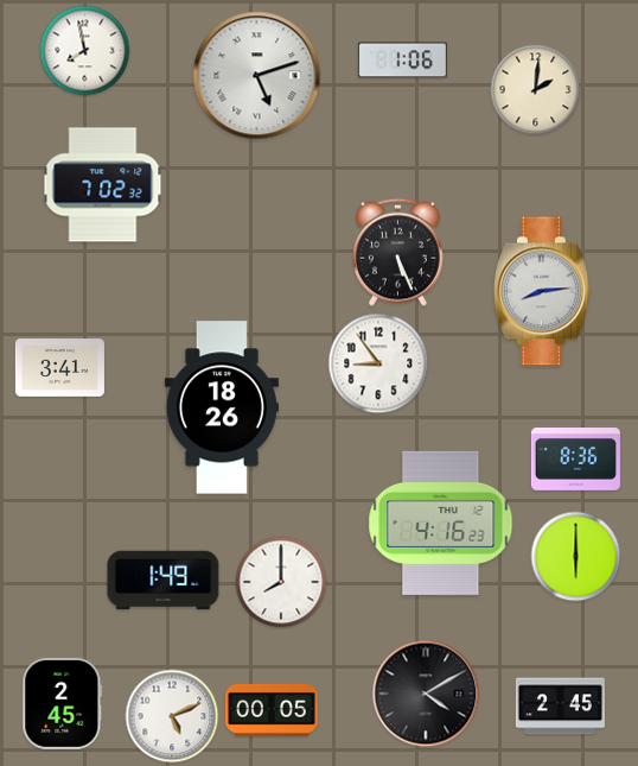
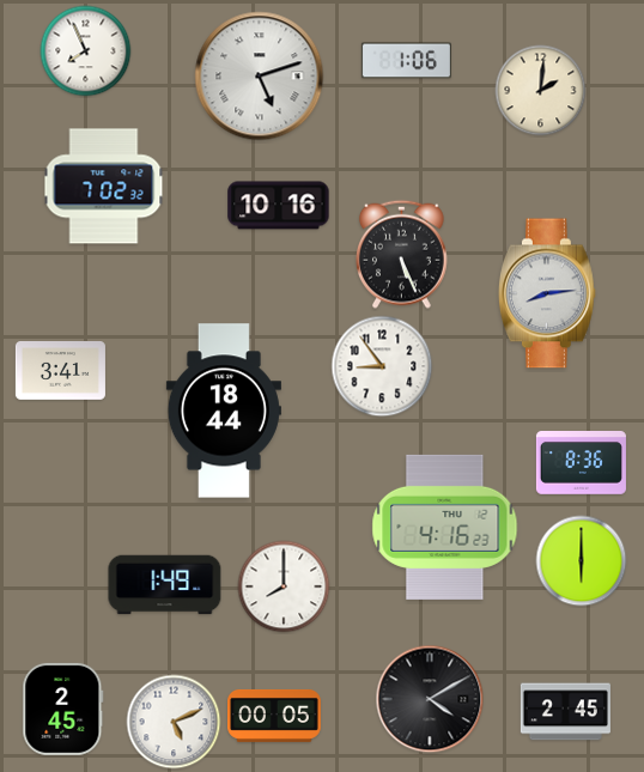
clock at (85, 51): 7:58 -> 7:56
clock at (279, 206): none -> 10:16
clock at (222, 407): 18:26 -> 18:44
